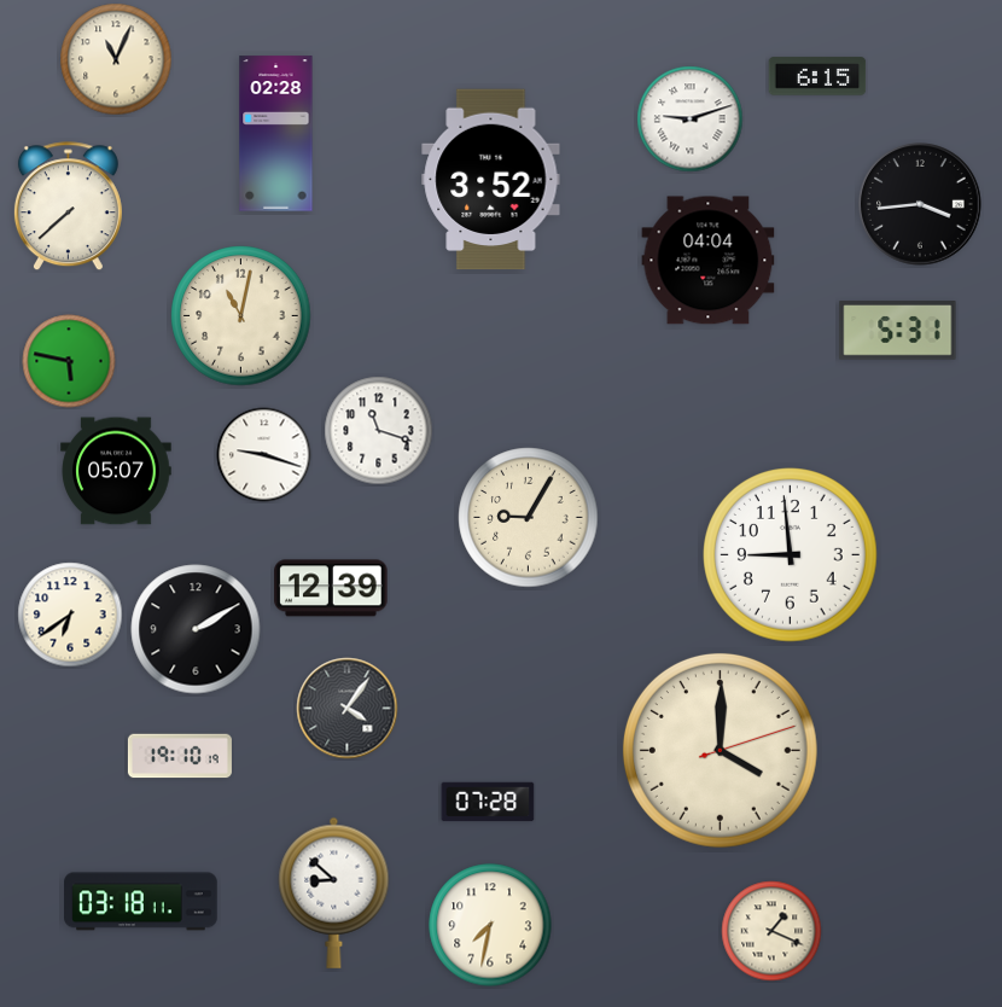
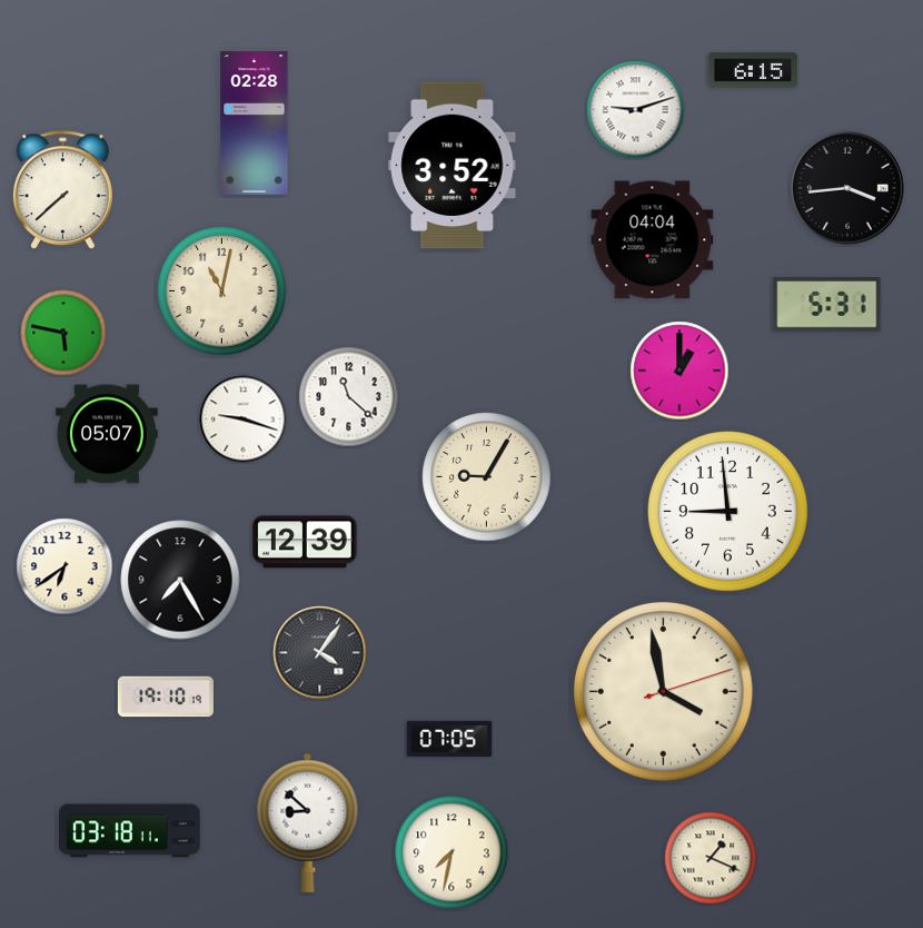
clock at (116, 59): 11:04 -> none
clock at (679, 371): none -> 1:00
clock at (379, 431): 11:18 -> 11:22
clock at (196, 629): 2:10 -> 7:25
clock at (720, 750): 4:00 -> 3:58
clock at (488, 802): 07:28 -> 07:05
